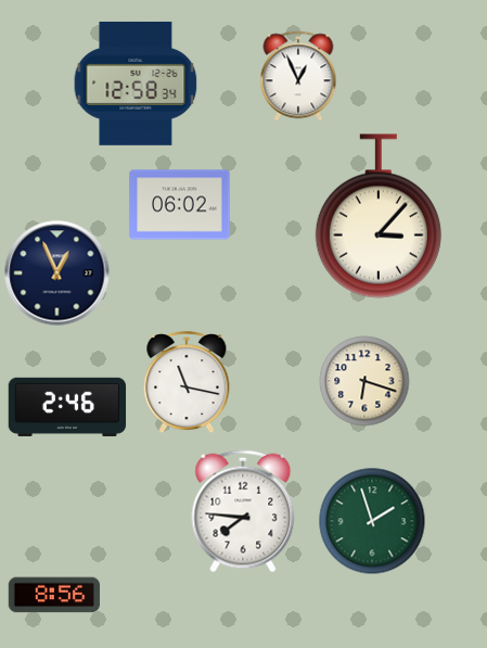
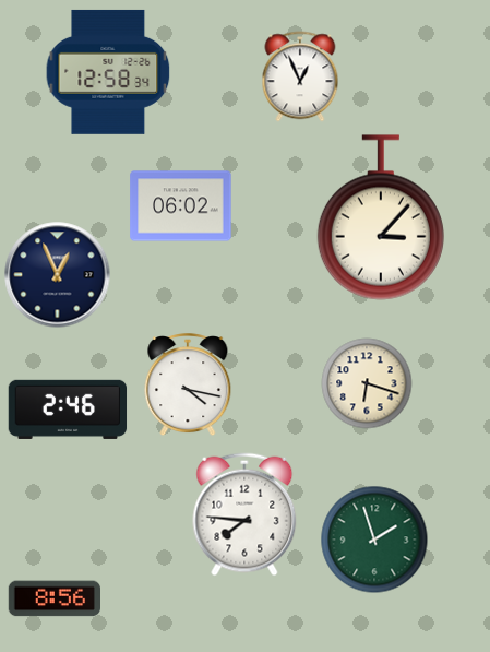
clock at (136, 84) position: (136, 84) -> (108, 72)
clock at (187, 383): 11:17 -> 4:17
clock at (372, 521) position: (372, 521) -> (374, 540)
